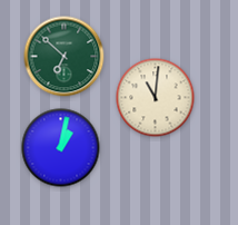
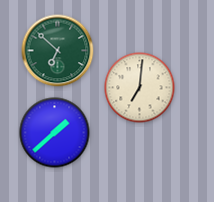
clock at (156, 98): 11:01 -> 7:01
clock at (61, 148): 1:02 -> 1:38
